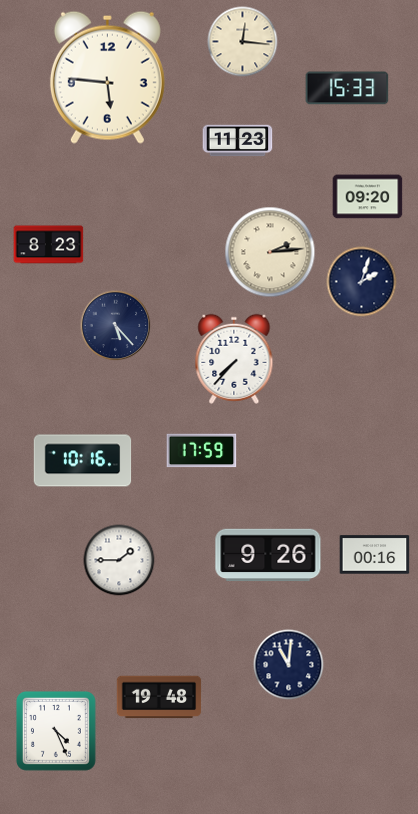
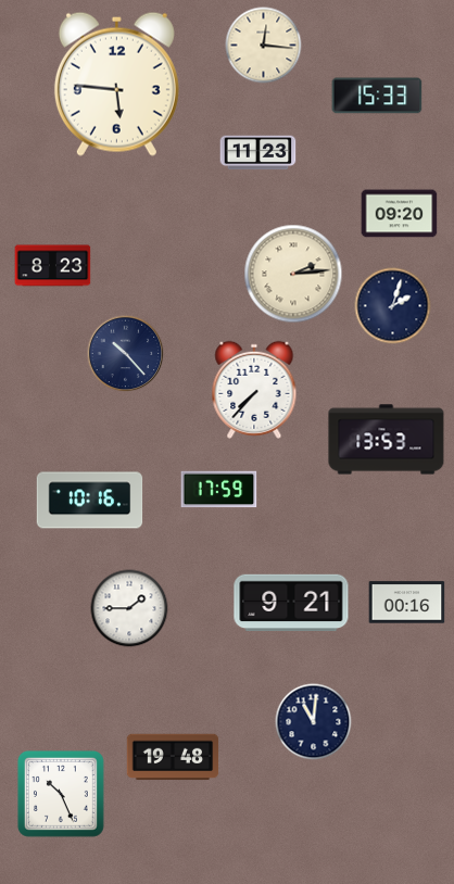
clock at (116, 326): 5:23 -> 10:23
clock at (387, 440): none -> 13:53
clock at (268, 555): 9:26 -> 9:21
clock at (57, 732): 4:26 -> 10:26
